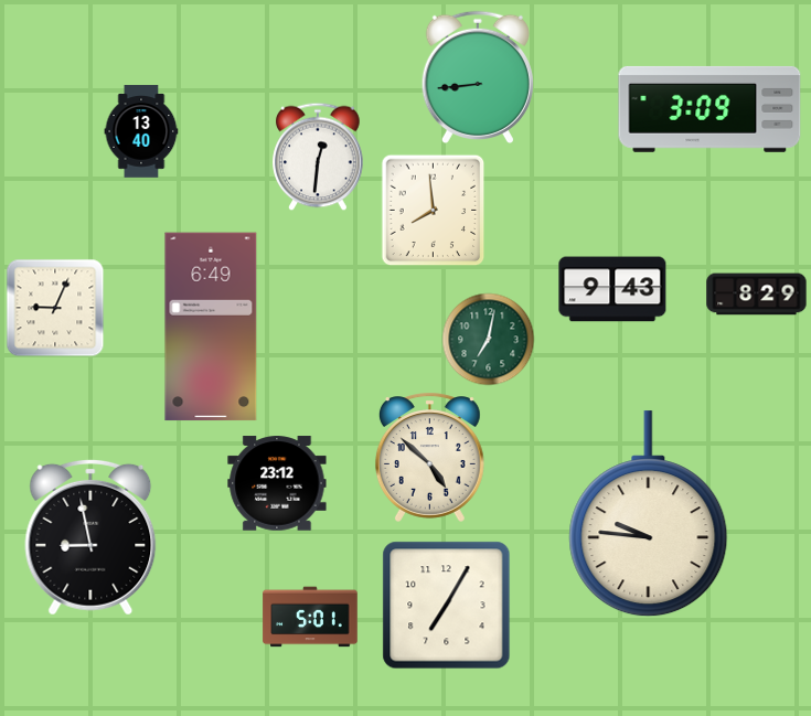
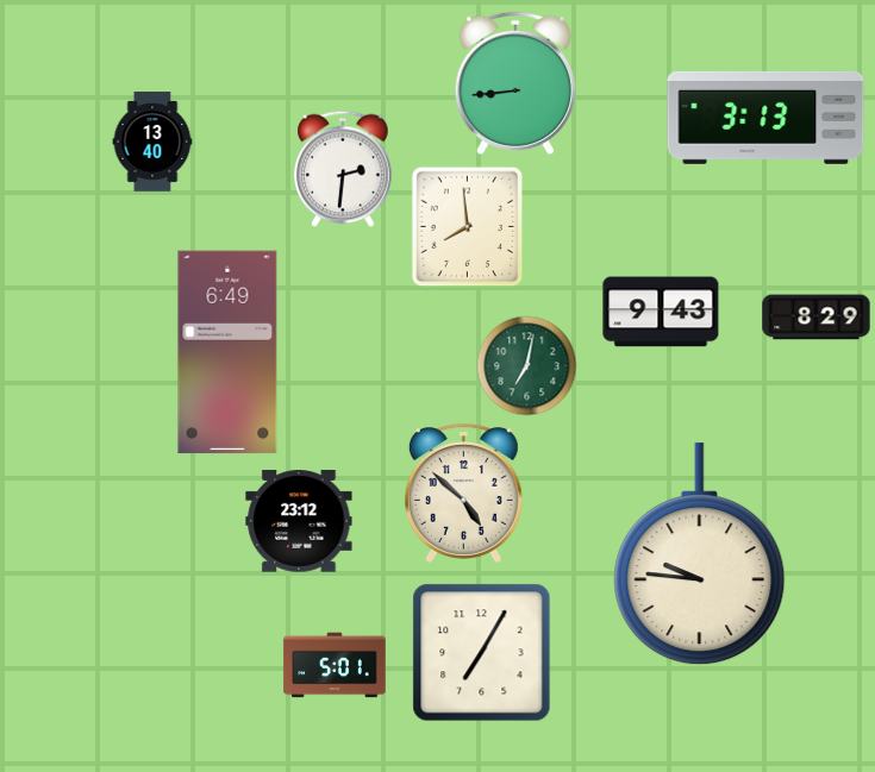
clock at (709, 109): 3:09 -> 3:13
clock at (318, 157): 12:31 -> 2:31
clock at (55, 308): 9:04 -> none
clock at (90, 537): 8:58 -> none
